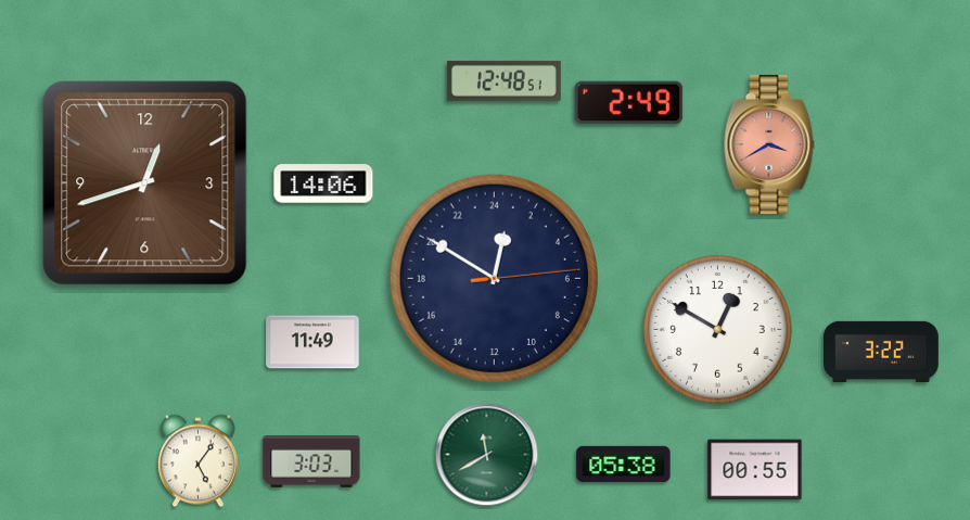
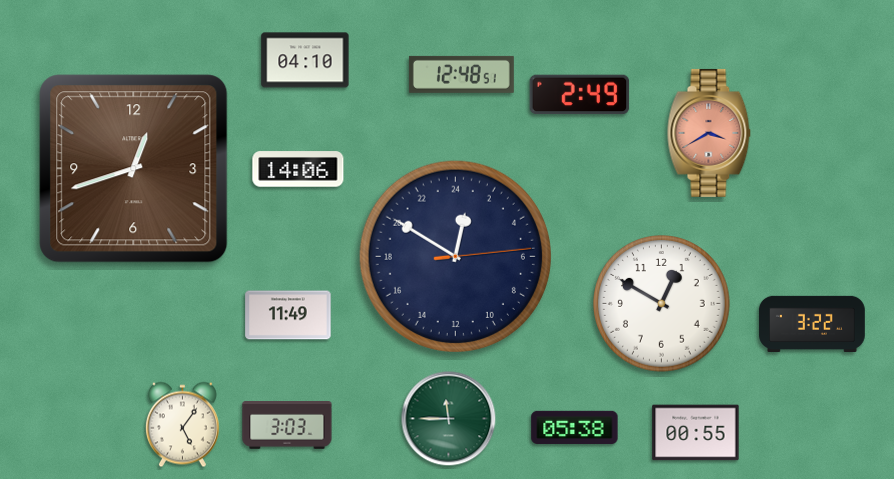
clock at (305, 60): none -> 04:10
clock at (503, 80) position: (503, 80) -> (461, 74)
clock at (487, 455): 11:40 -> 11:45
